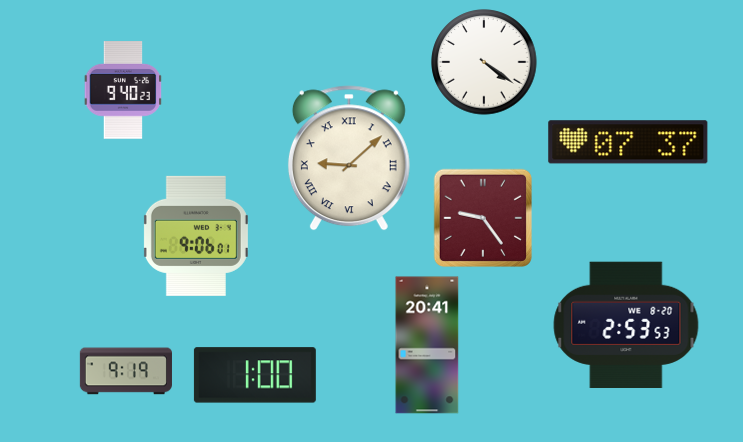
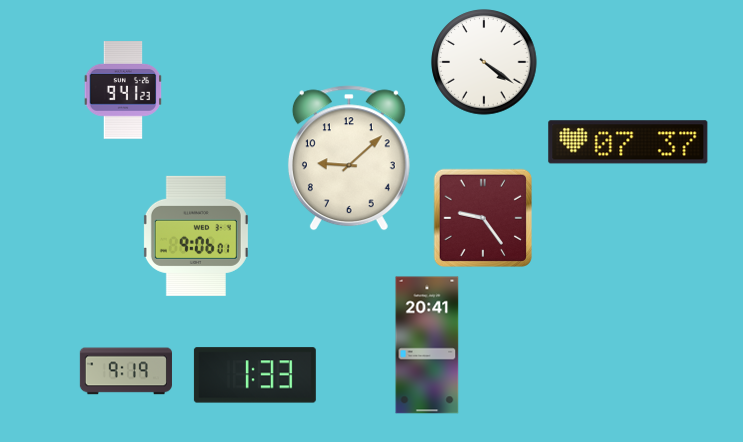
clock at (123, 90): 9:40 -> 9:41
clock at (349, 158) numerals: Roman -> Arabic
clock at (626, 324): 2:53 -> none
clock at (255, 375): 1:00 -> 1:33
